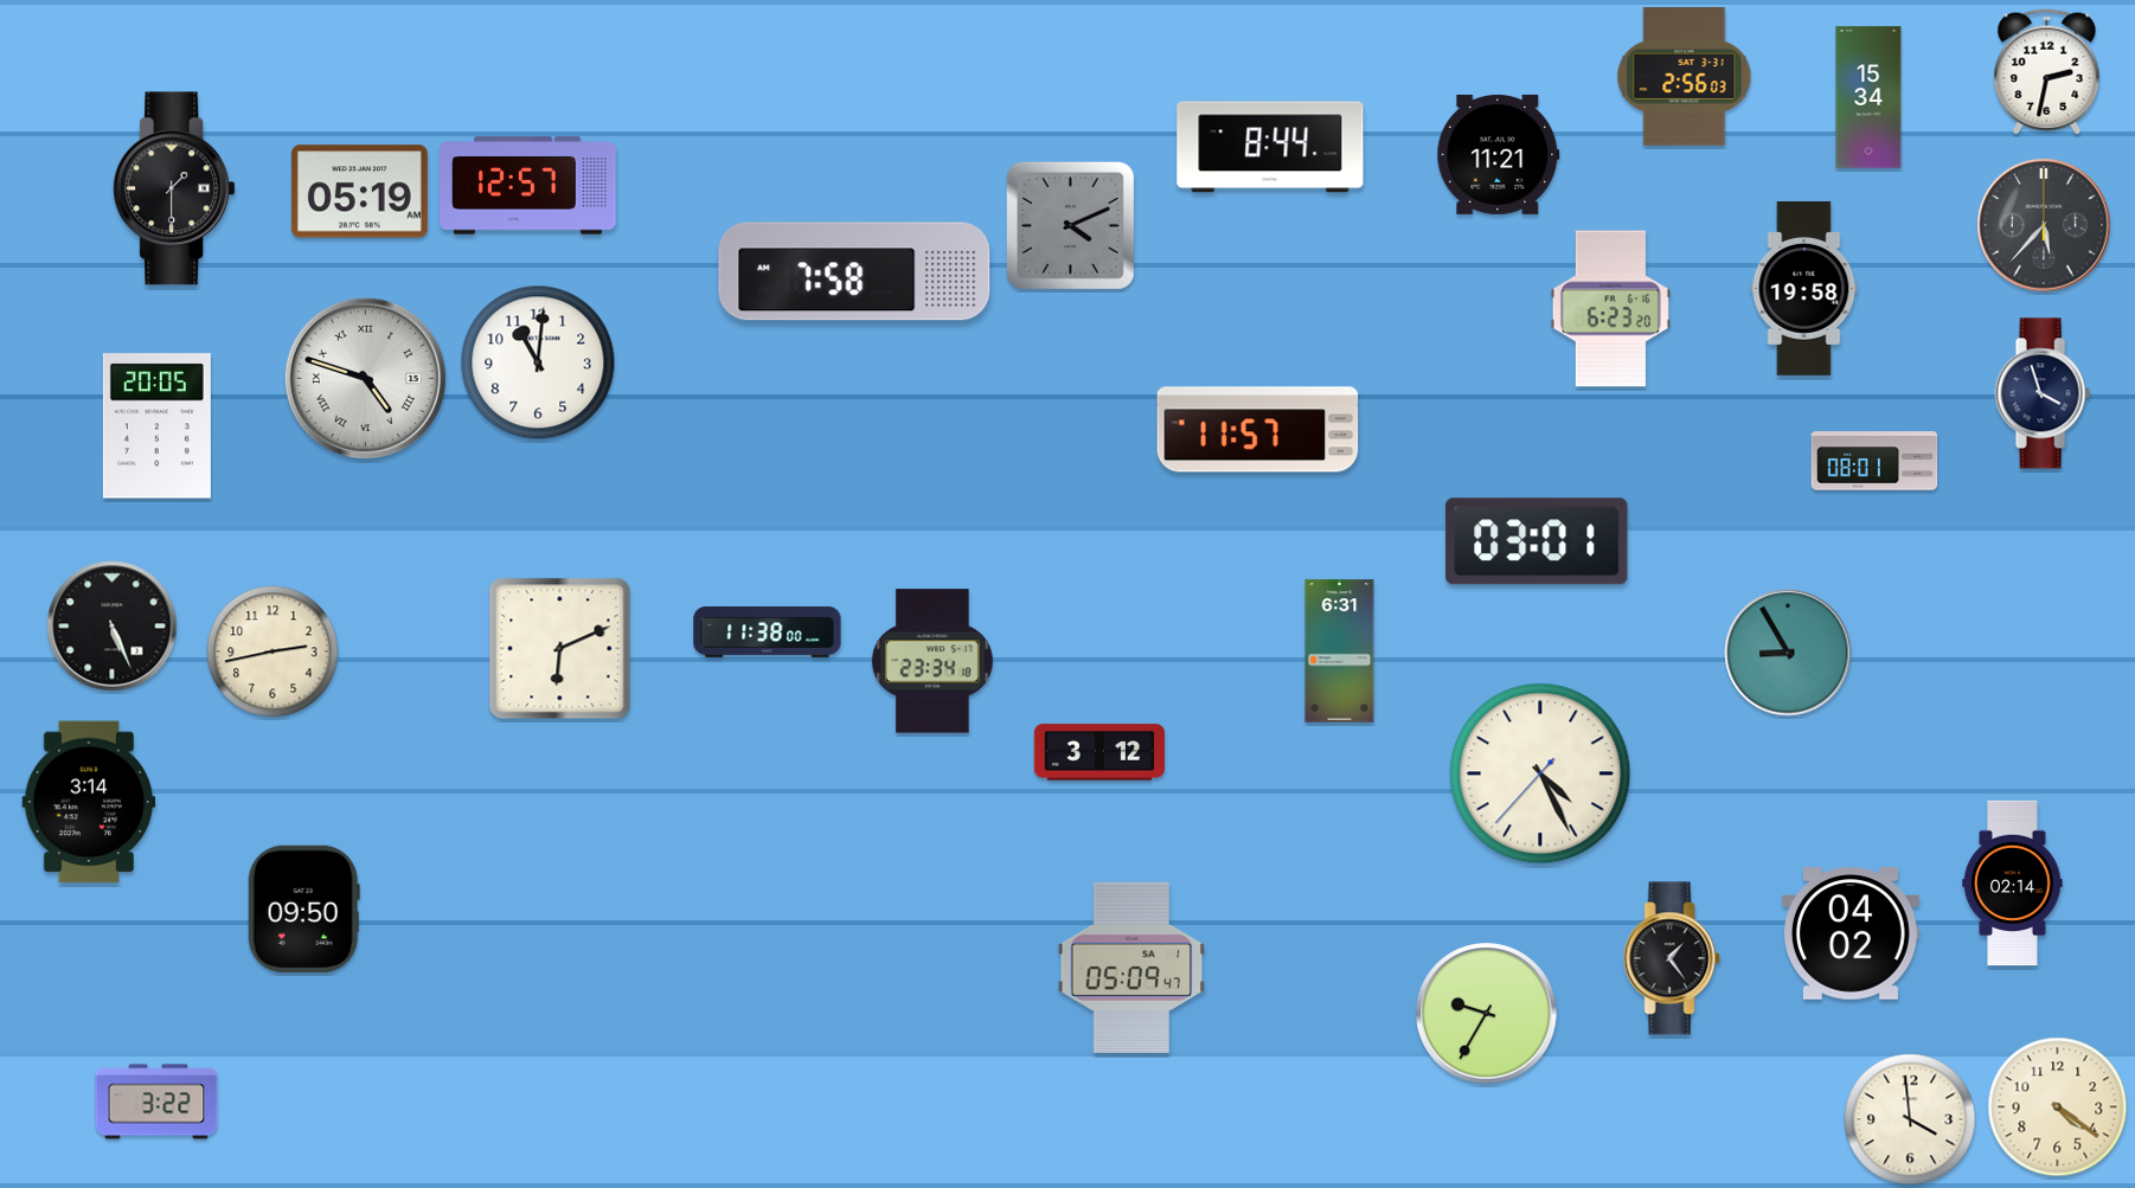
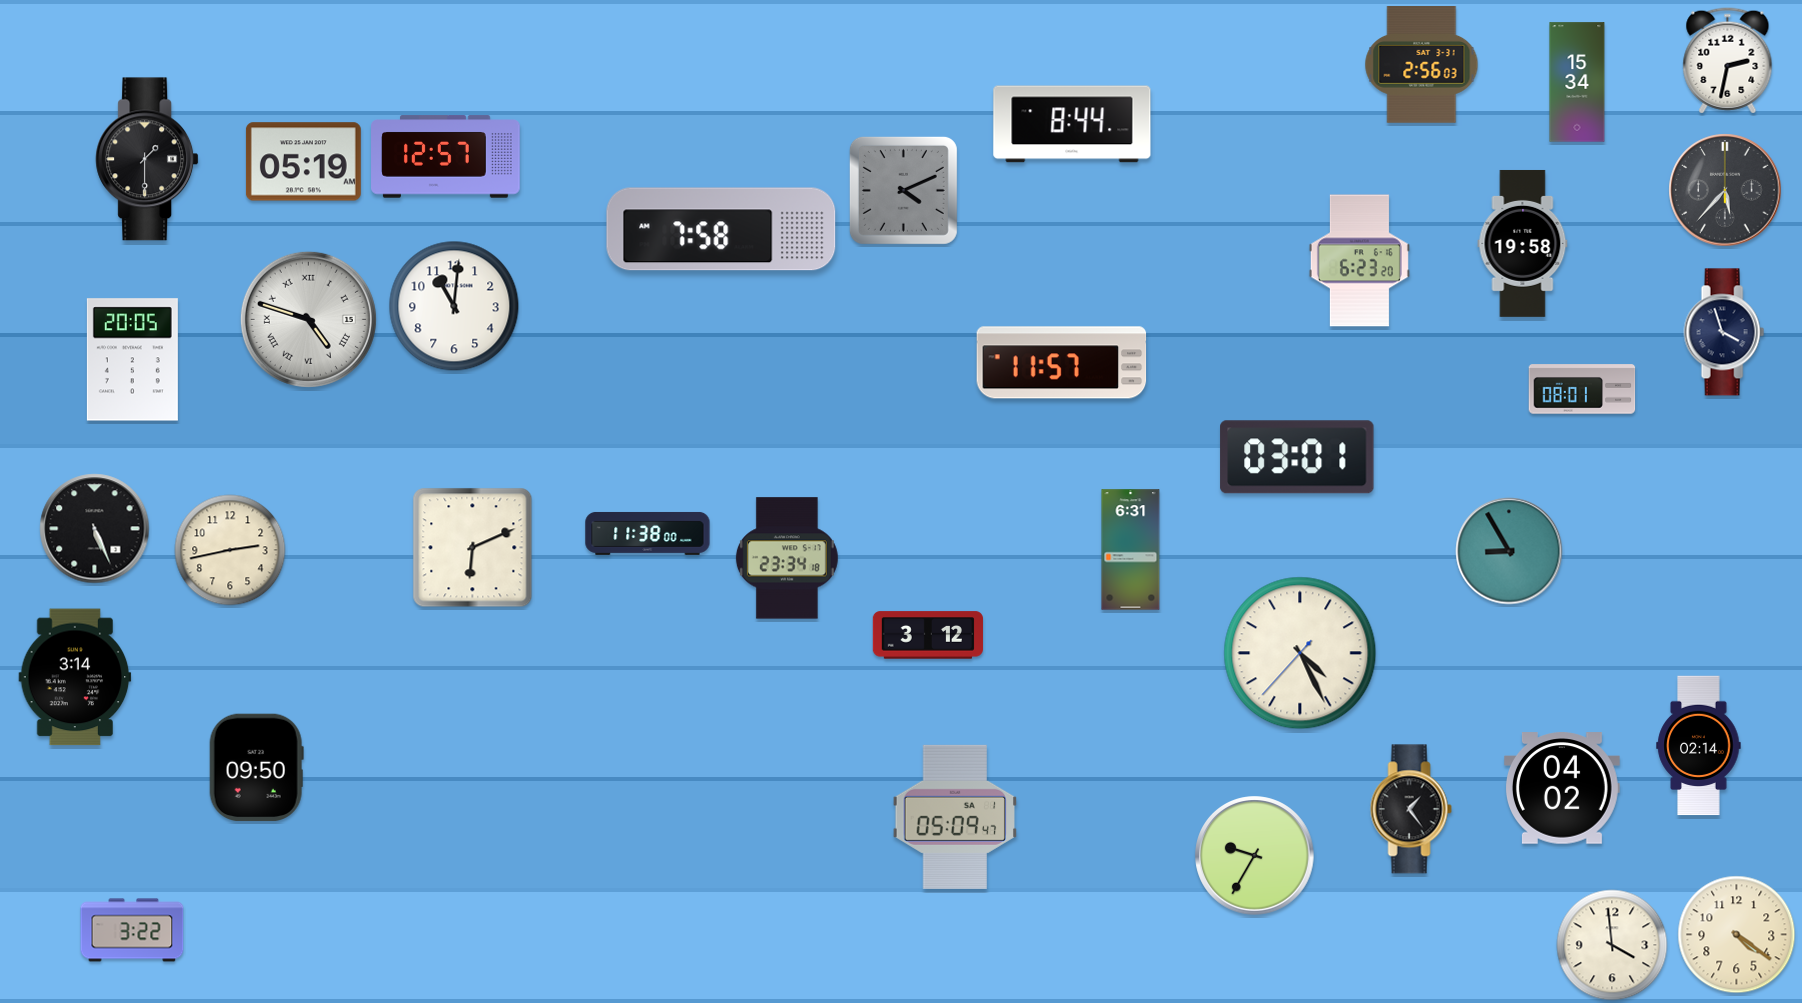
clock at (1499, 154): 11:21 -> none
